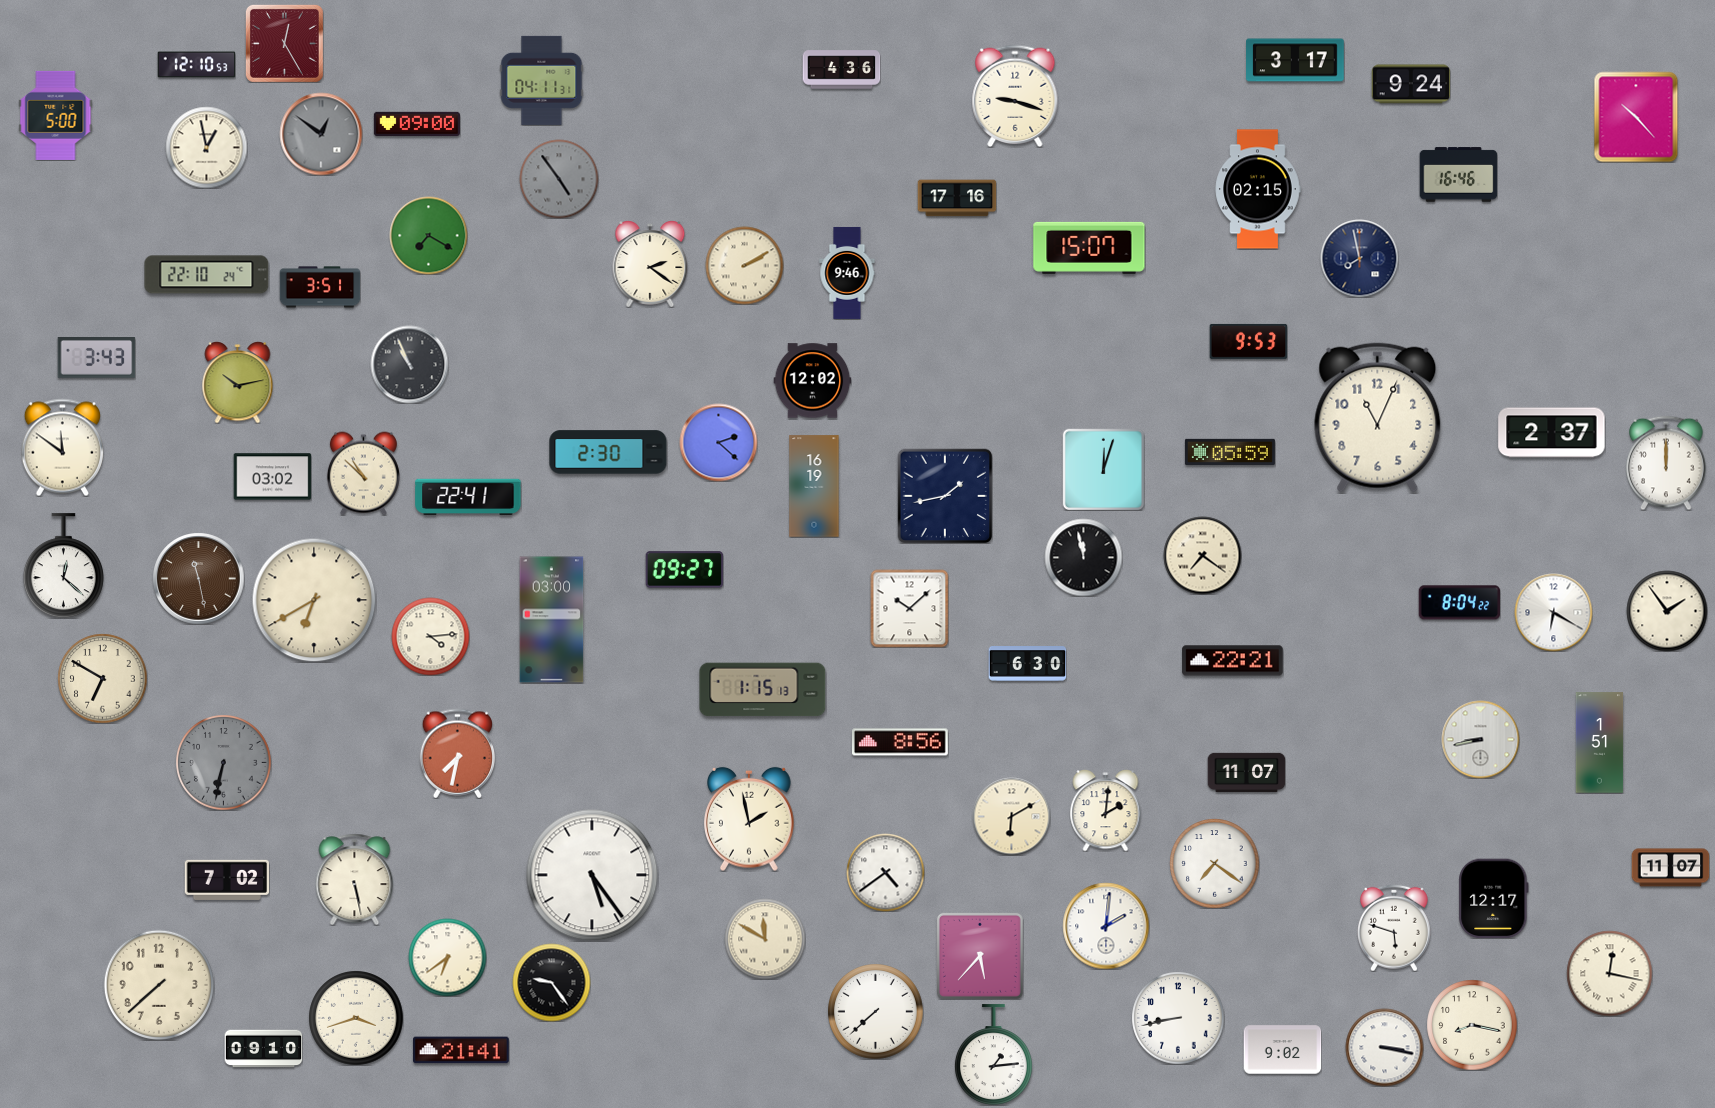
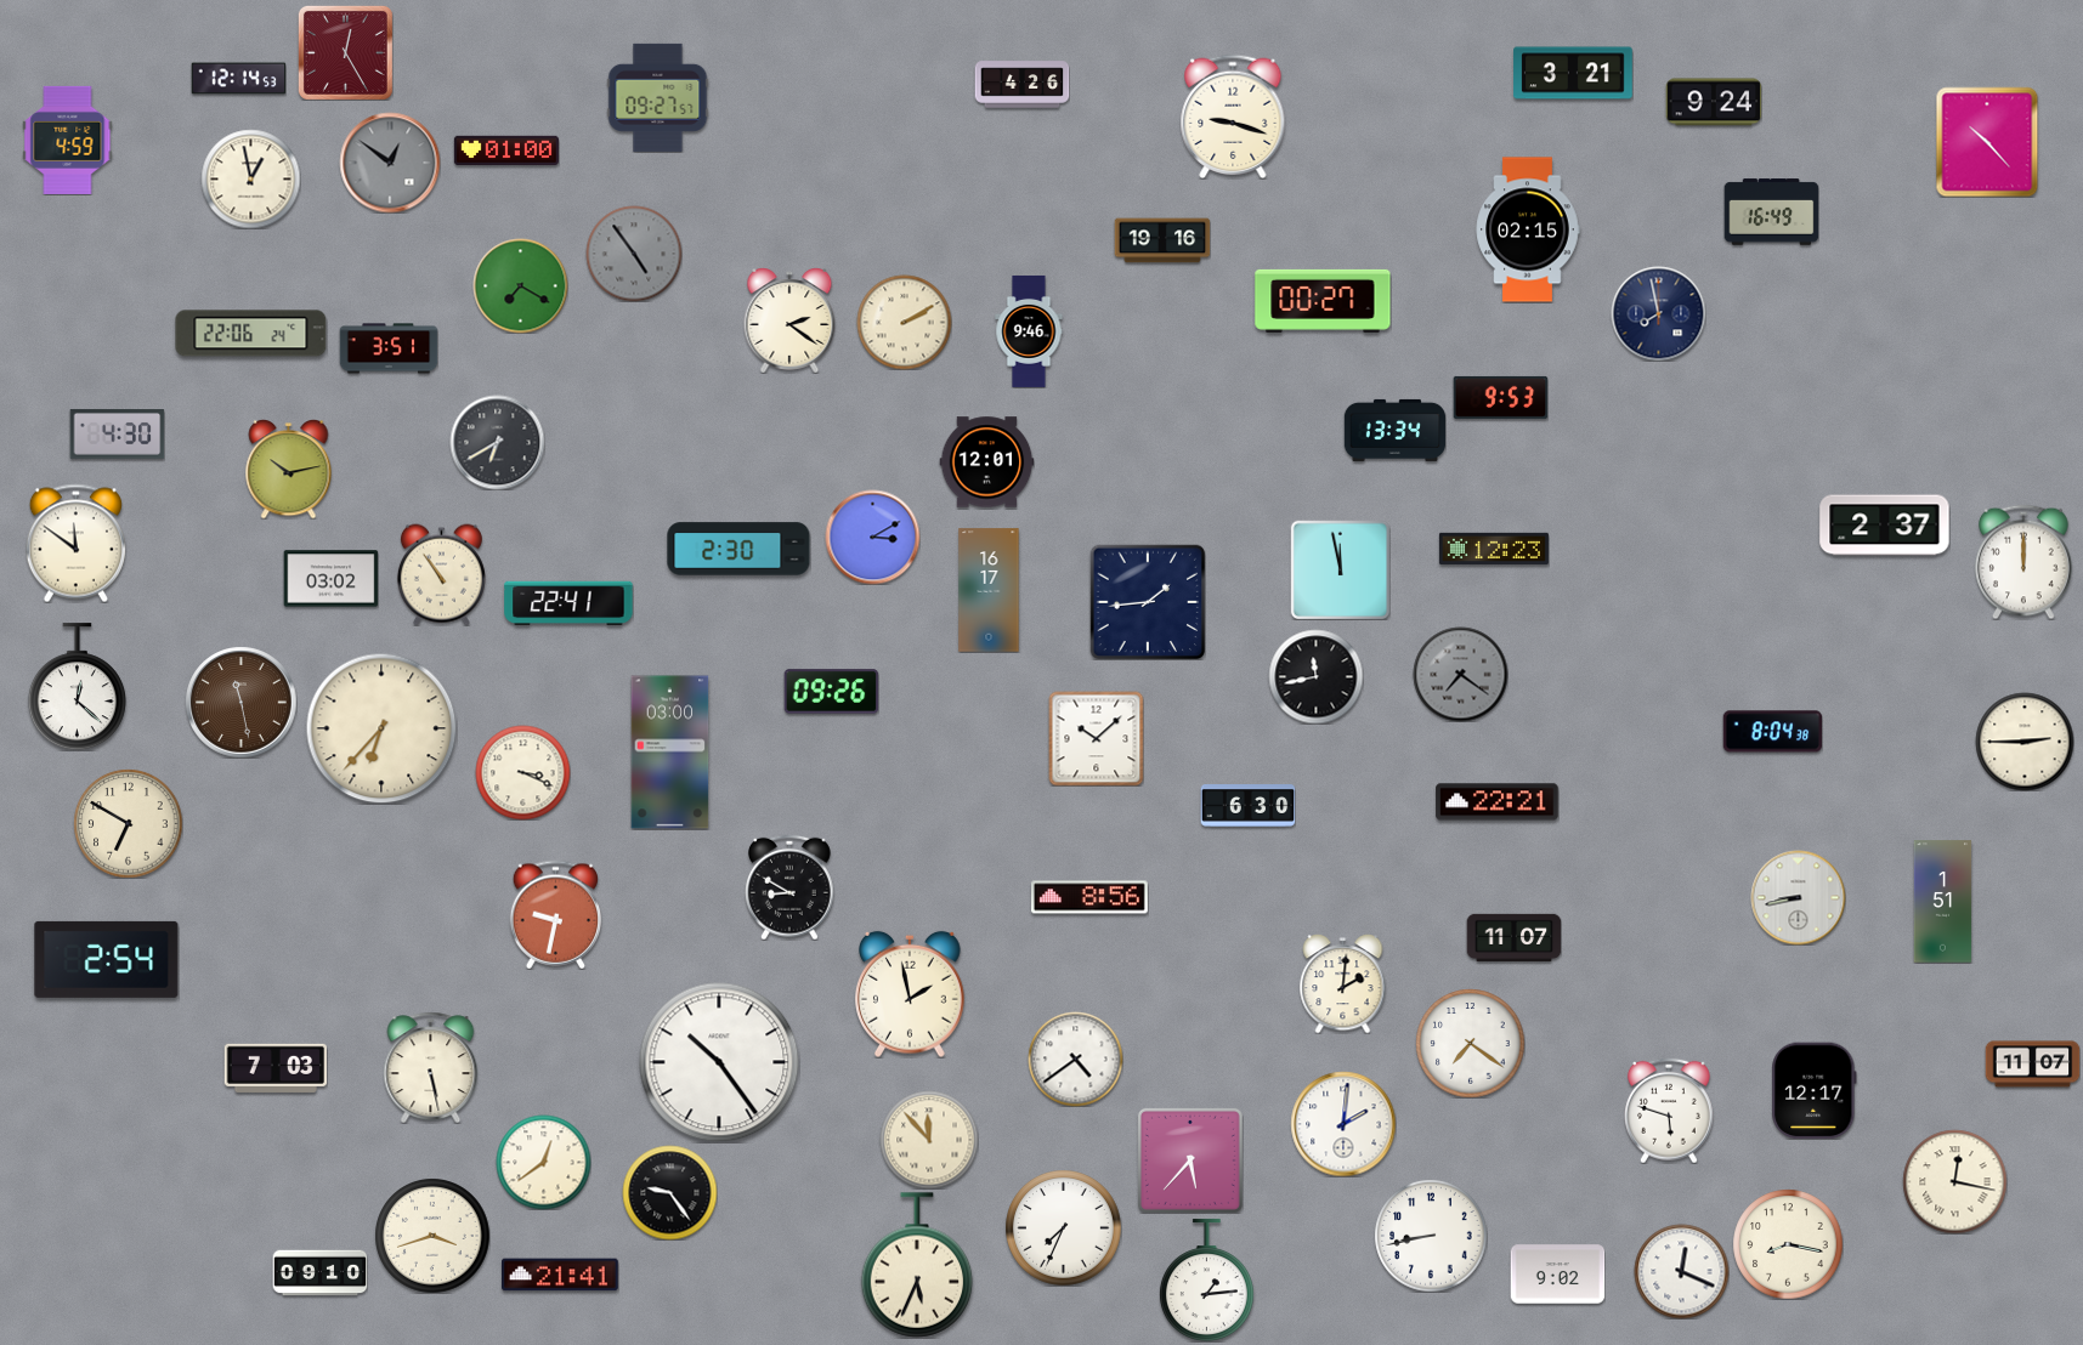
clock at (1295, 60): 3:17 -> 3:21
clock at (196, 65): 12:10 -> 12:14
clock at (841, 70): 4:36 -> 4:26
clock at (542, 80): 04:11 -> 09:27
clock at (56, 115): 5:00 -> 4:59
clock at (417, 123): 09:00 -> 01:00
clock at (1458, 175): 16:46 -> 16:49
clock at (559, 179) position: (559, 179) -> (634, 254)
clock at (957, 198): 17:16 -> 19:16
clock at (1089, 248): 15:07 -> 00:27
clock at (1359, 258) position: (1359, 258) -> (1658, 313)
clock at (207, 275): 22:10 -> 22:06
clock at (1248, 341) position: (1248, 341) -> (1500, 397)
clock at (1394, 430): none -> 13:34
clock at (96, 358): 3:43 -> 4:30
clock at (409, 364): 10:56 -> 6:40
clock at (812, 381): 12:02 -> 12:01
clock at (238, 383) position: (238, 383) -> (289, 470)
clock at (1378, 418): 11:04 -> none
clock at (718, 442): 2:22 -> 3:10
clock at (1230, 451): 05:59 -> 12:23
clock at (1103, 469): 12:03 -> 11:58
clock at (363, 473): 10:52 -> 10:54
clock at (814, 486): 16:19 -> 16:17
clock at (945, 496): 1:43 -> 1:44
clock at (1202, 555) dial: cream -> grey
clock at (1083, 557): 11:58 -> 11:43
clock at (684, 570): 09:27 -> 09:26
clock at (314, 600): 6:40 -> 6:37
clock at (1459, 603): 8:04:22 -> 8:04:38
clock at (909, 608) position: (909, 608) -> (1096, 738)
clock at (1667, 611): 1:54 -> 2:45
clock at (1553, 612): 6:20 -> none
clock at (430, 636): 4:14 -> 3:19
clock at (102, 678) position: (102, 678) -> (128, 823)
clock at (763, 690): 1:15 -> none
clock at (791, 887): none -> 8:50
clock at (901, 742) position: (901, 742) -> (1091, 897)
clock at (458, 753): 7:32 -> 9:32
clock at (223, 762): 6:32 -> none
clock at (107, 959): none -> 2:54
clock at (1011, 816): 6:10 -> none
clock at (1214, 863) position: (1214, 863) -> (1470, 1043)
clock at (1670, 868) position: (1670, 868) -> (2032, 1065)
clock at (592, 875): 5:24 -> 10:24
clock at (226, 880): 7:02 -> 7:03
clock at (1395, 928) position: (1395, 928) -> (1670, 1111)
clock at (765, 939): 11:50 -> 11:53
clock at (447, 957): 6:39 -> 12:39
clock at (159, 985): 7:38 -> none
clock at (875, 1011): 7:38 -> 7:34
clock at (917, 1265): none -> 5:34
clock at (1384, 1047): 3:17 -> 12:19
